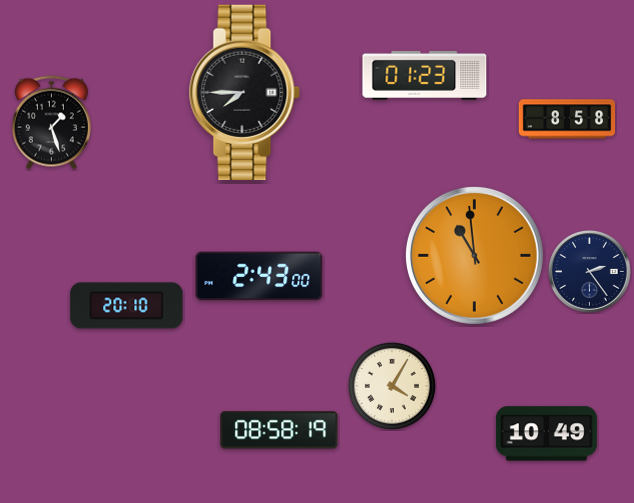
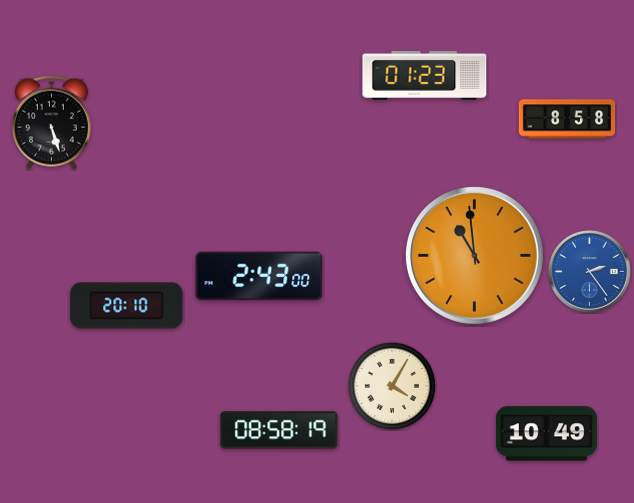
clock at (244, 92): 7:45 -> none
clock at (51, 123): 1:27 -> 5:27
clock at (589, 271) dial: navy -> blue
